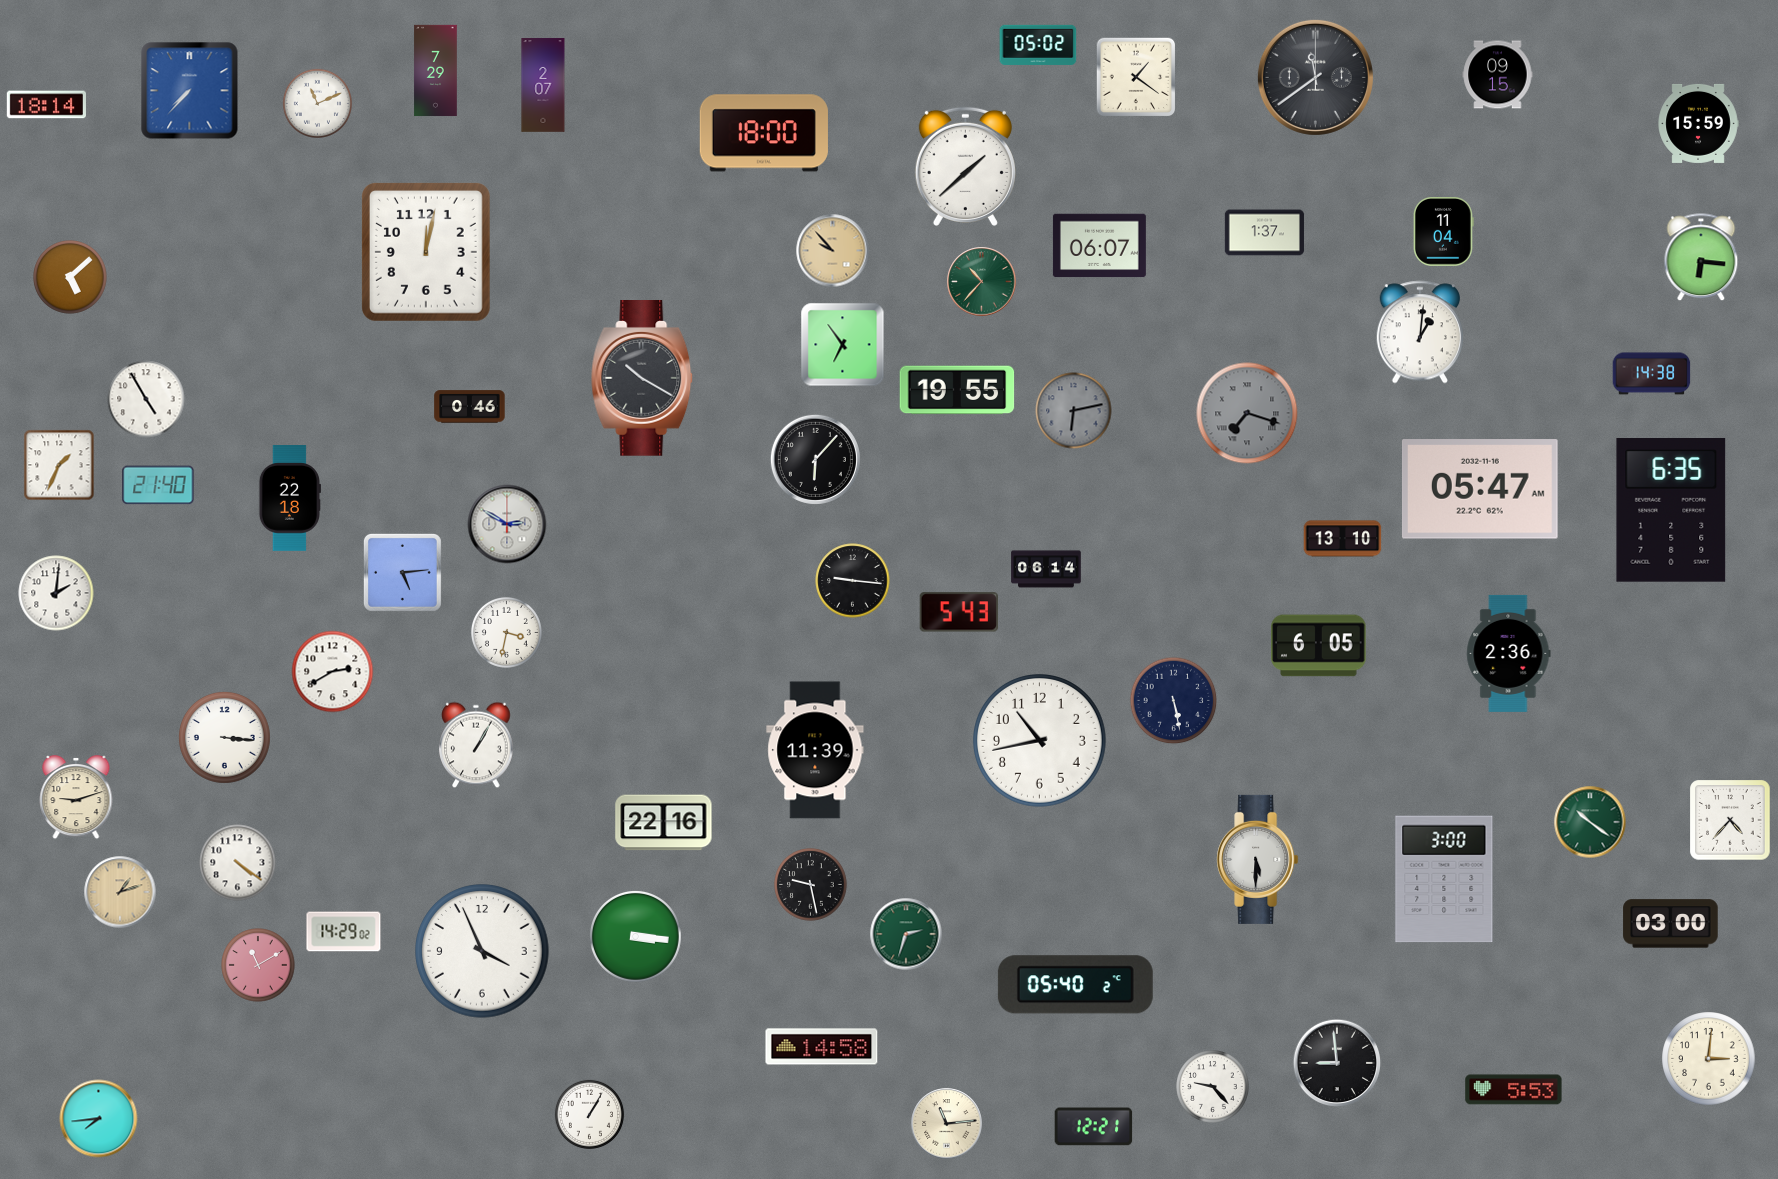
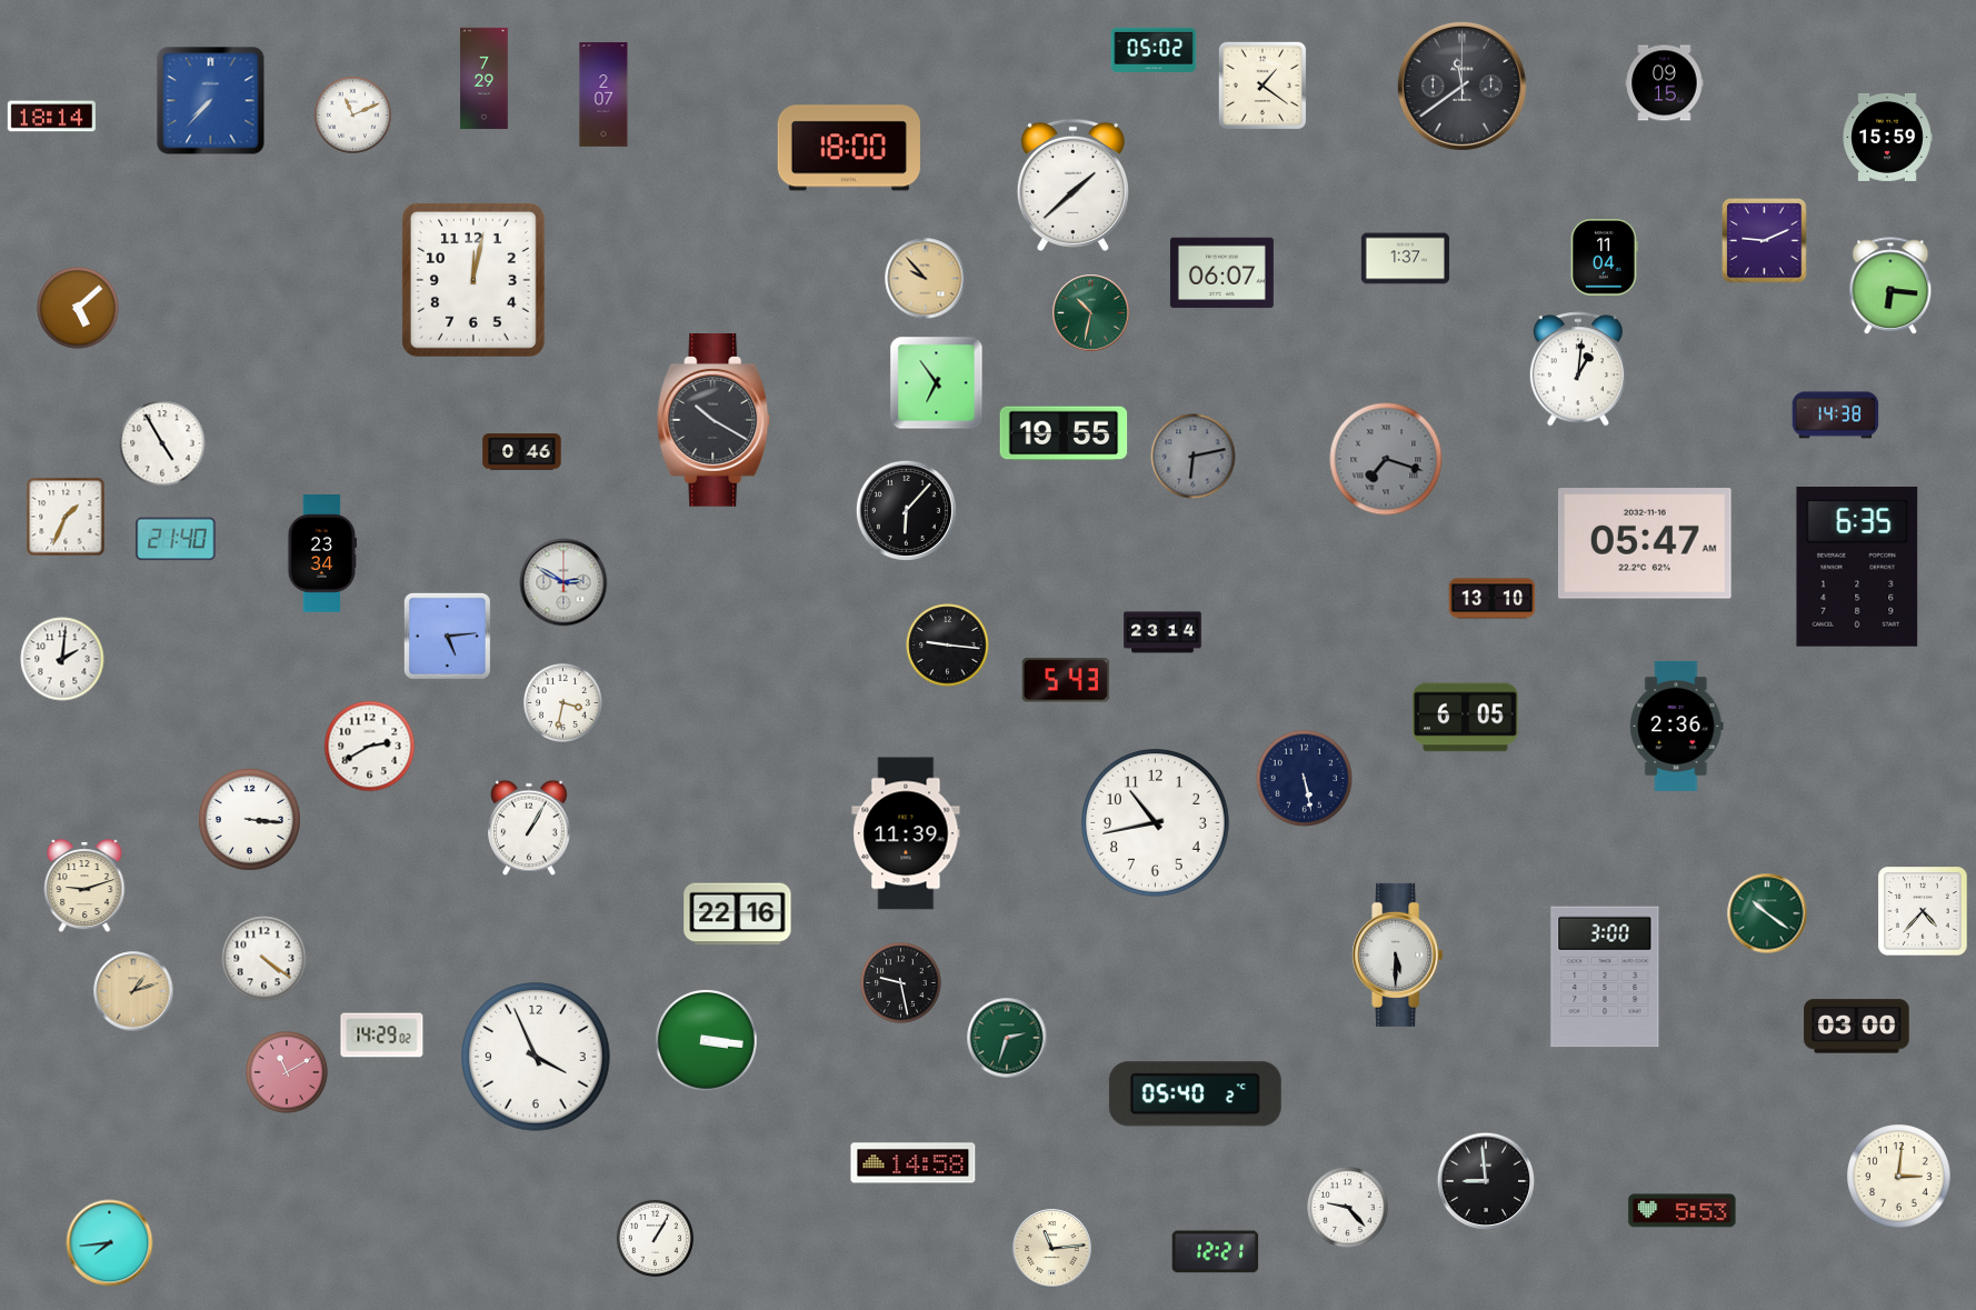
clock at (1765, 241): none -> 9:11
clock at (982, 282): 10:37 -> 10:32
clock at (290, 499): 22:18 -> 23:34
clock at (1046, 569): 06:14 -> 23:14
